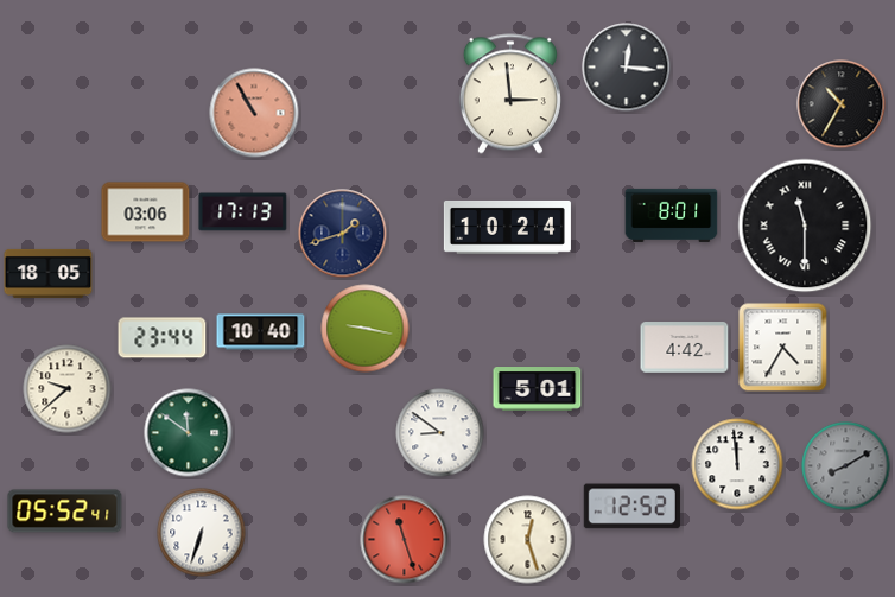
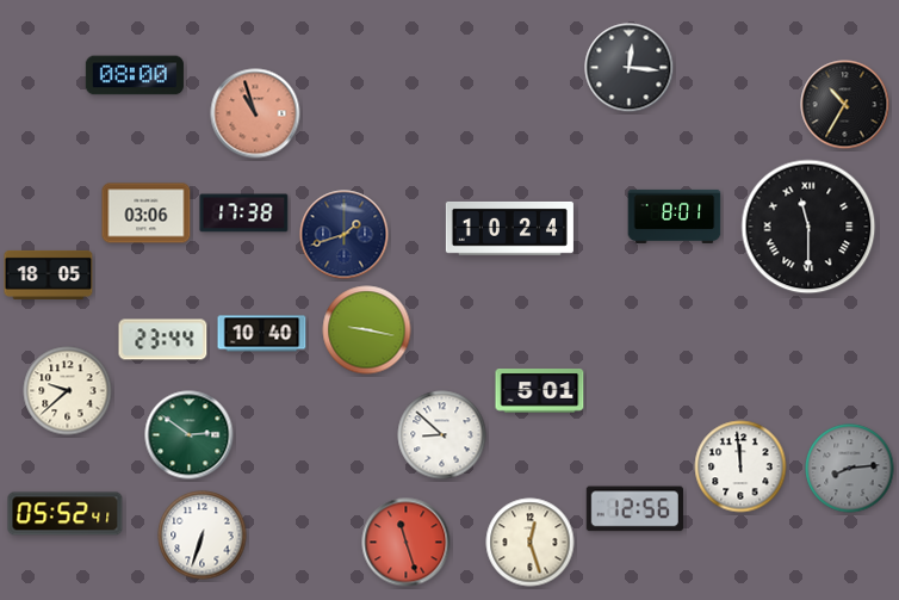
clock at (135, 75): none -> 08:00
clock at (510, 94): 2:59 -> none
clock at (254, 113): 10:55 -> 10:57
clock at (243, 212): 17:13 -> 17:38
clock at (685, 348): 4:42 -> none
clock at (783, 348): 4:35 -> none
clock at (189, 433): 11:51 -> 2:51
clock at (440, 433): 8:51 -> 8:52
clock at (846, 466): 8:10 -> 8:14
clock at (631, 507): 12:52 -> 12:56
